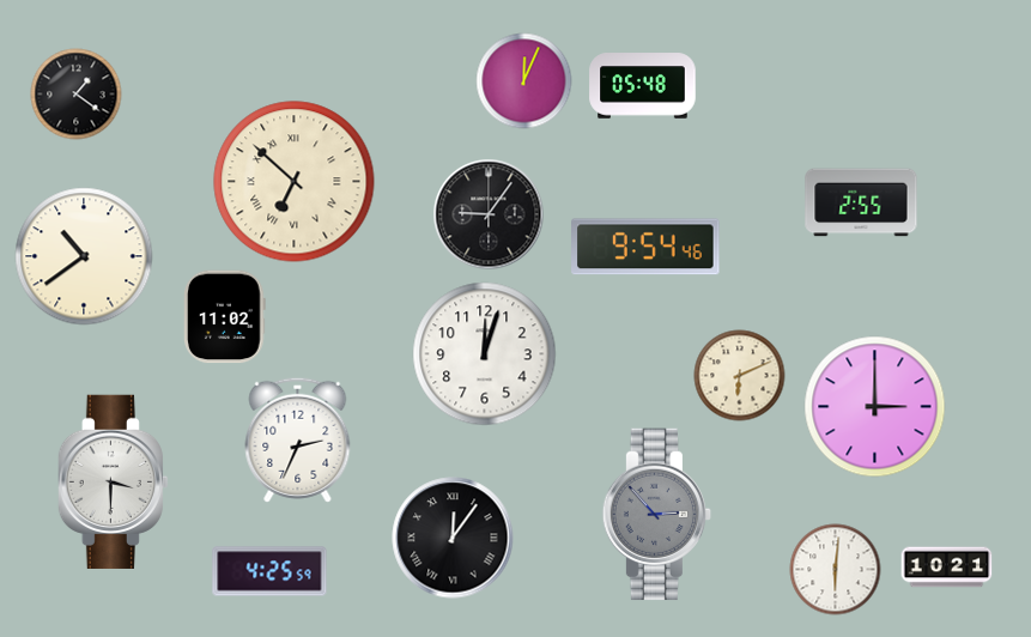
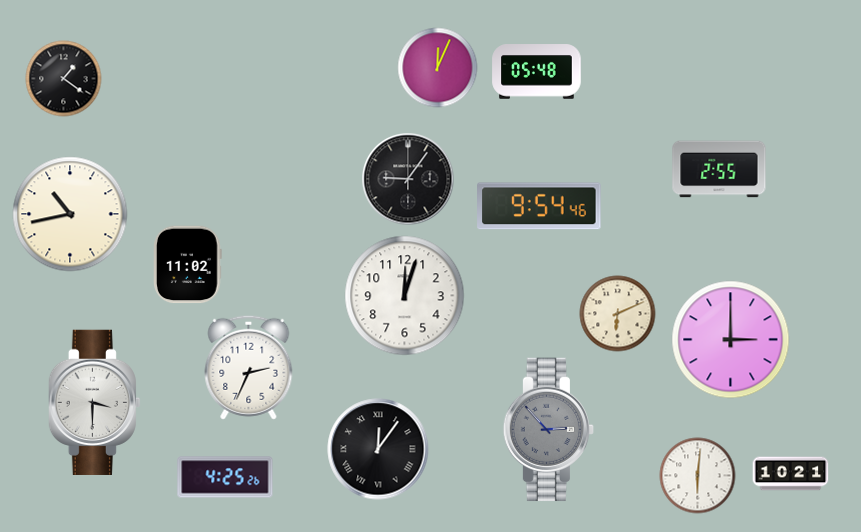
clock at (295, 182): 6:52 -> none
clock at (84, 256): 10:39 -> 10:43
clock at (269, 571): 4:25:59 -> 4:25:26
